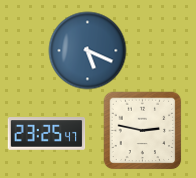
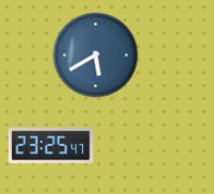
clock at (87, 50): 5:19 -> 5:40
clock at (142, 130): 2:47 -> none
